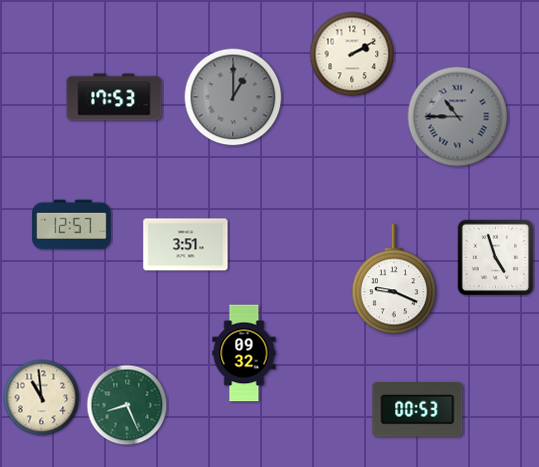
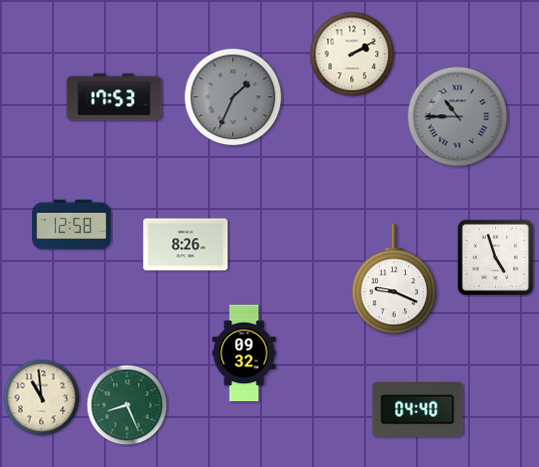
clock at (233, 97): 1:00 -> 1:34
clock at (72, 225): 12:57 -> 12:58
clock at (186, 245): 3:51 -> 8:26
clock at (418, 409): 00:53 -> 04:40
